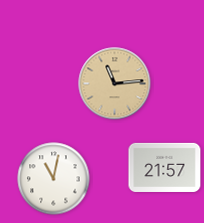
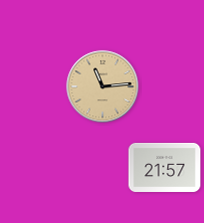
clock at (115, 84) position: (115, 84) -> (103, 87)
clock at (54, 179): 11:02 -> none
